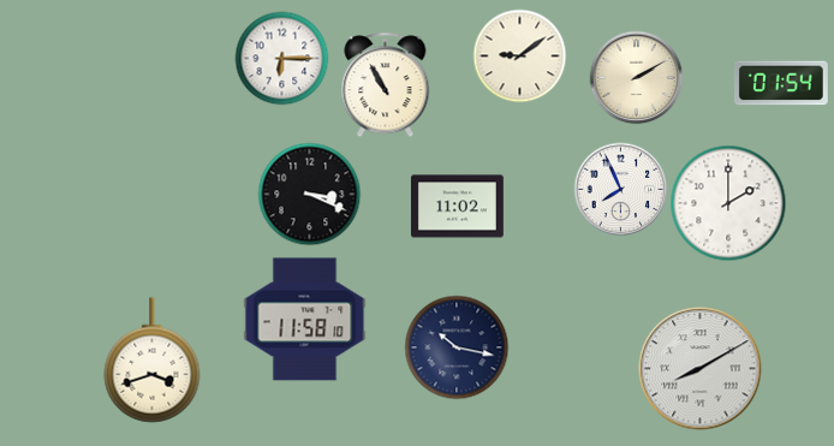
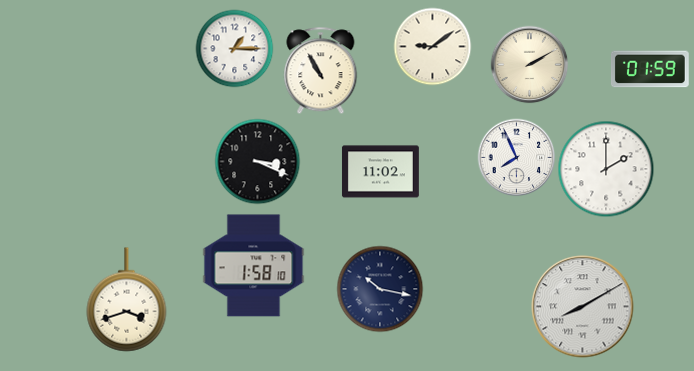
clock at (281, 58): 6:15 -> 1:15
clock at (781, 83): 01:54 -> 01:59
clock at (305, 320): 11:58 -> 1:58
